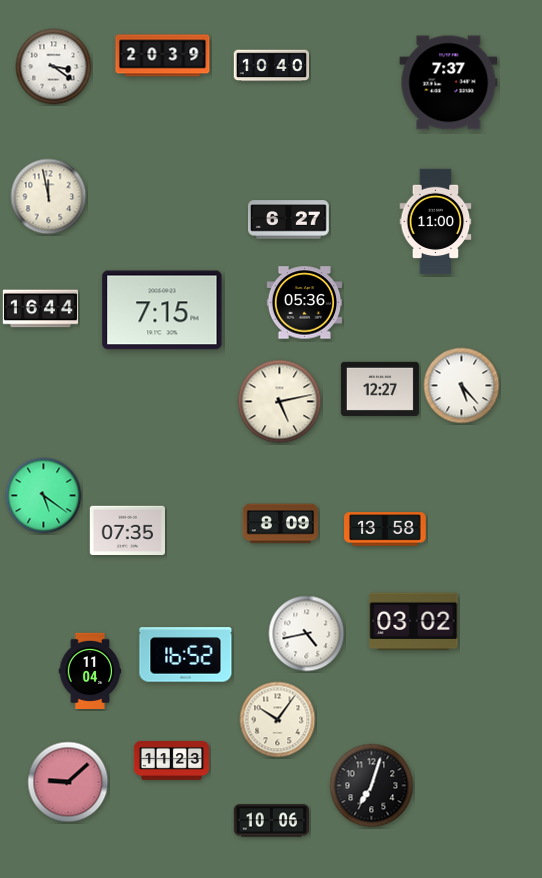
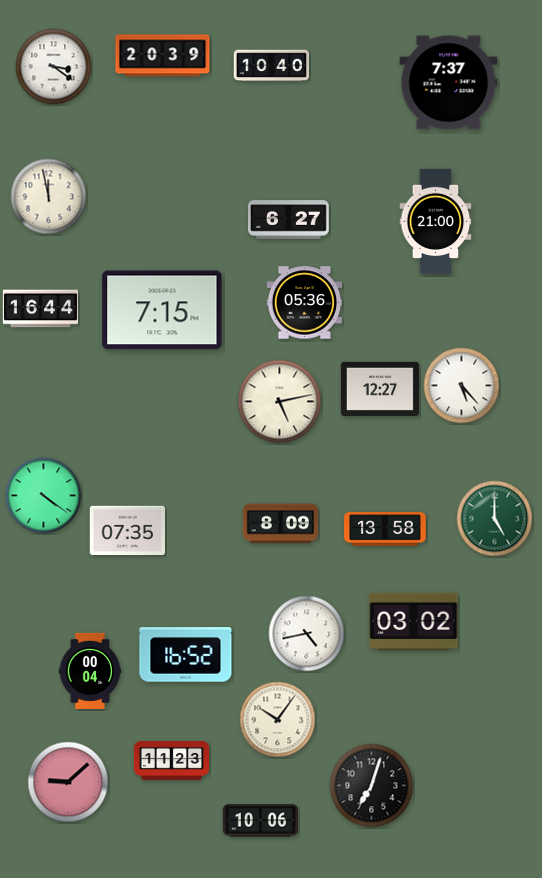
clock at (436, 222): 11:00 -> 21:00
clock at (44, 496): 5:21 -> 4:21
clock at (495, 519): none -> 5:00
clock at (90, 670): 11:04 -> 00:04
clock at (271, 821) position: (271, 821) -> (260, 821)
